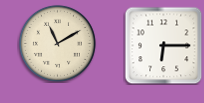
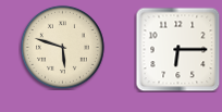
clock at (57, 43): 11:10 -> 5:48
